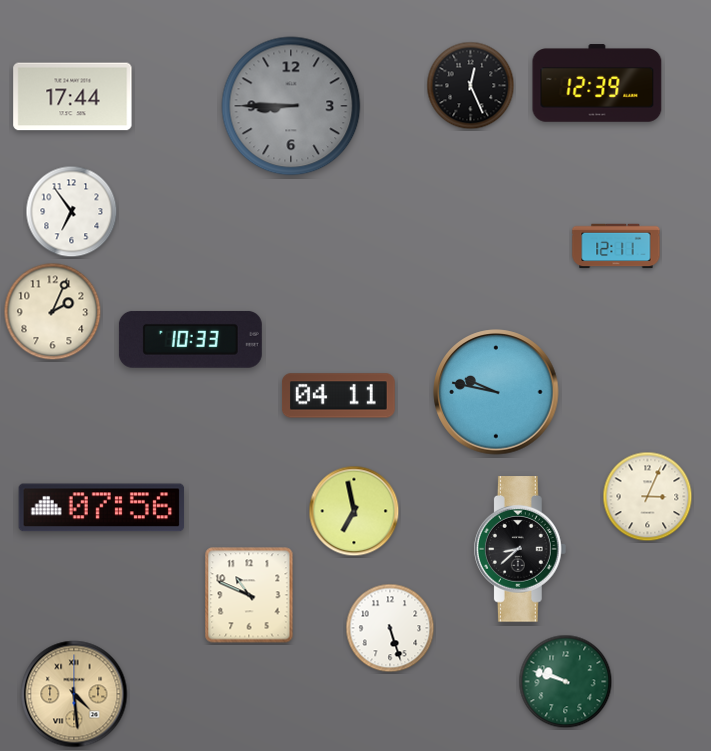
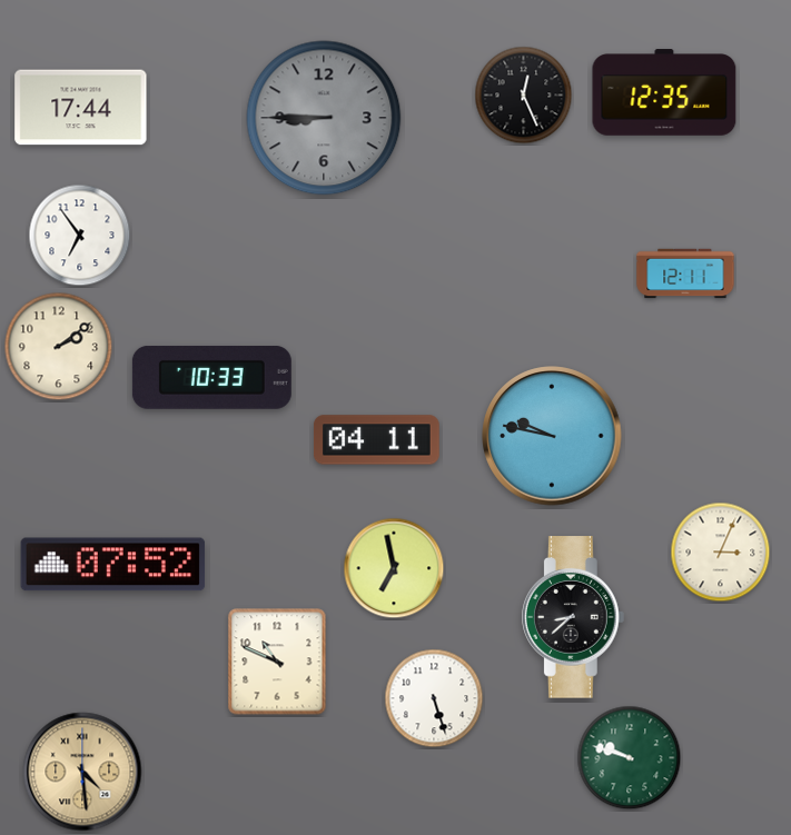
clock at (597, 83): 12:39 -> 12:35
clock at (53, 312): 2:04 -> 2:09
clock at (102, 508): 07:56 -> 07:52
clock at (520, 549) position: (520, 549) -> (573, 617)
